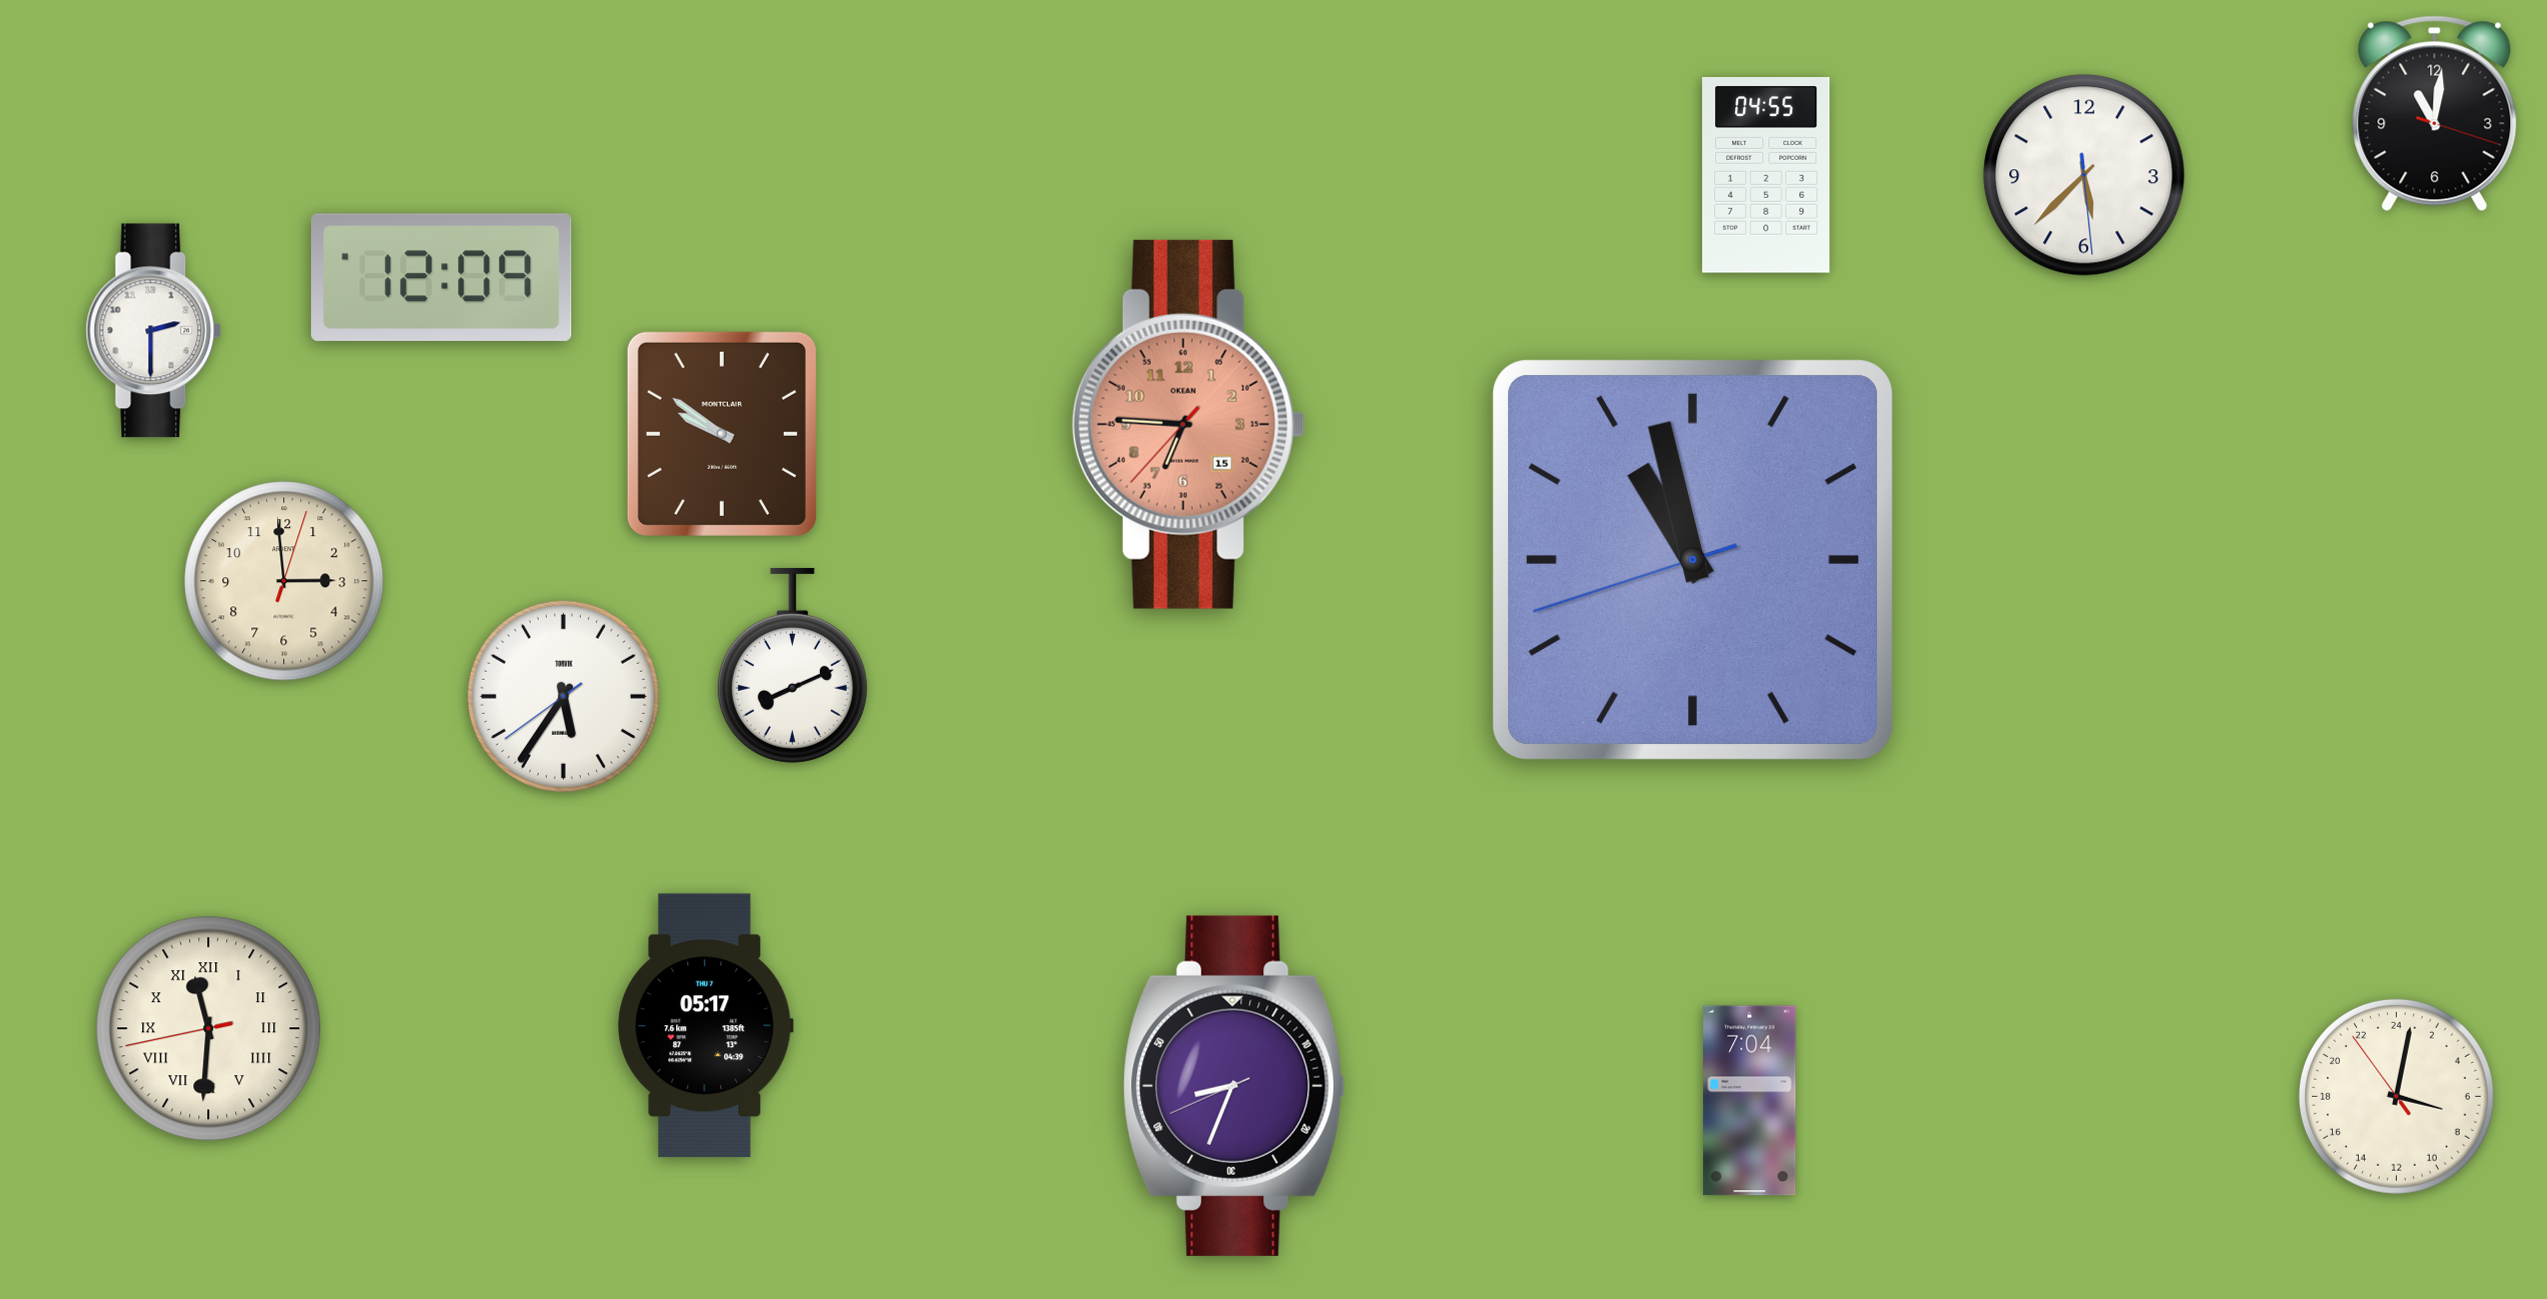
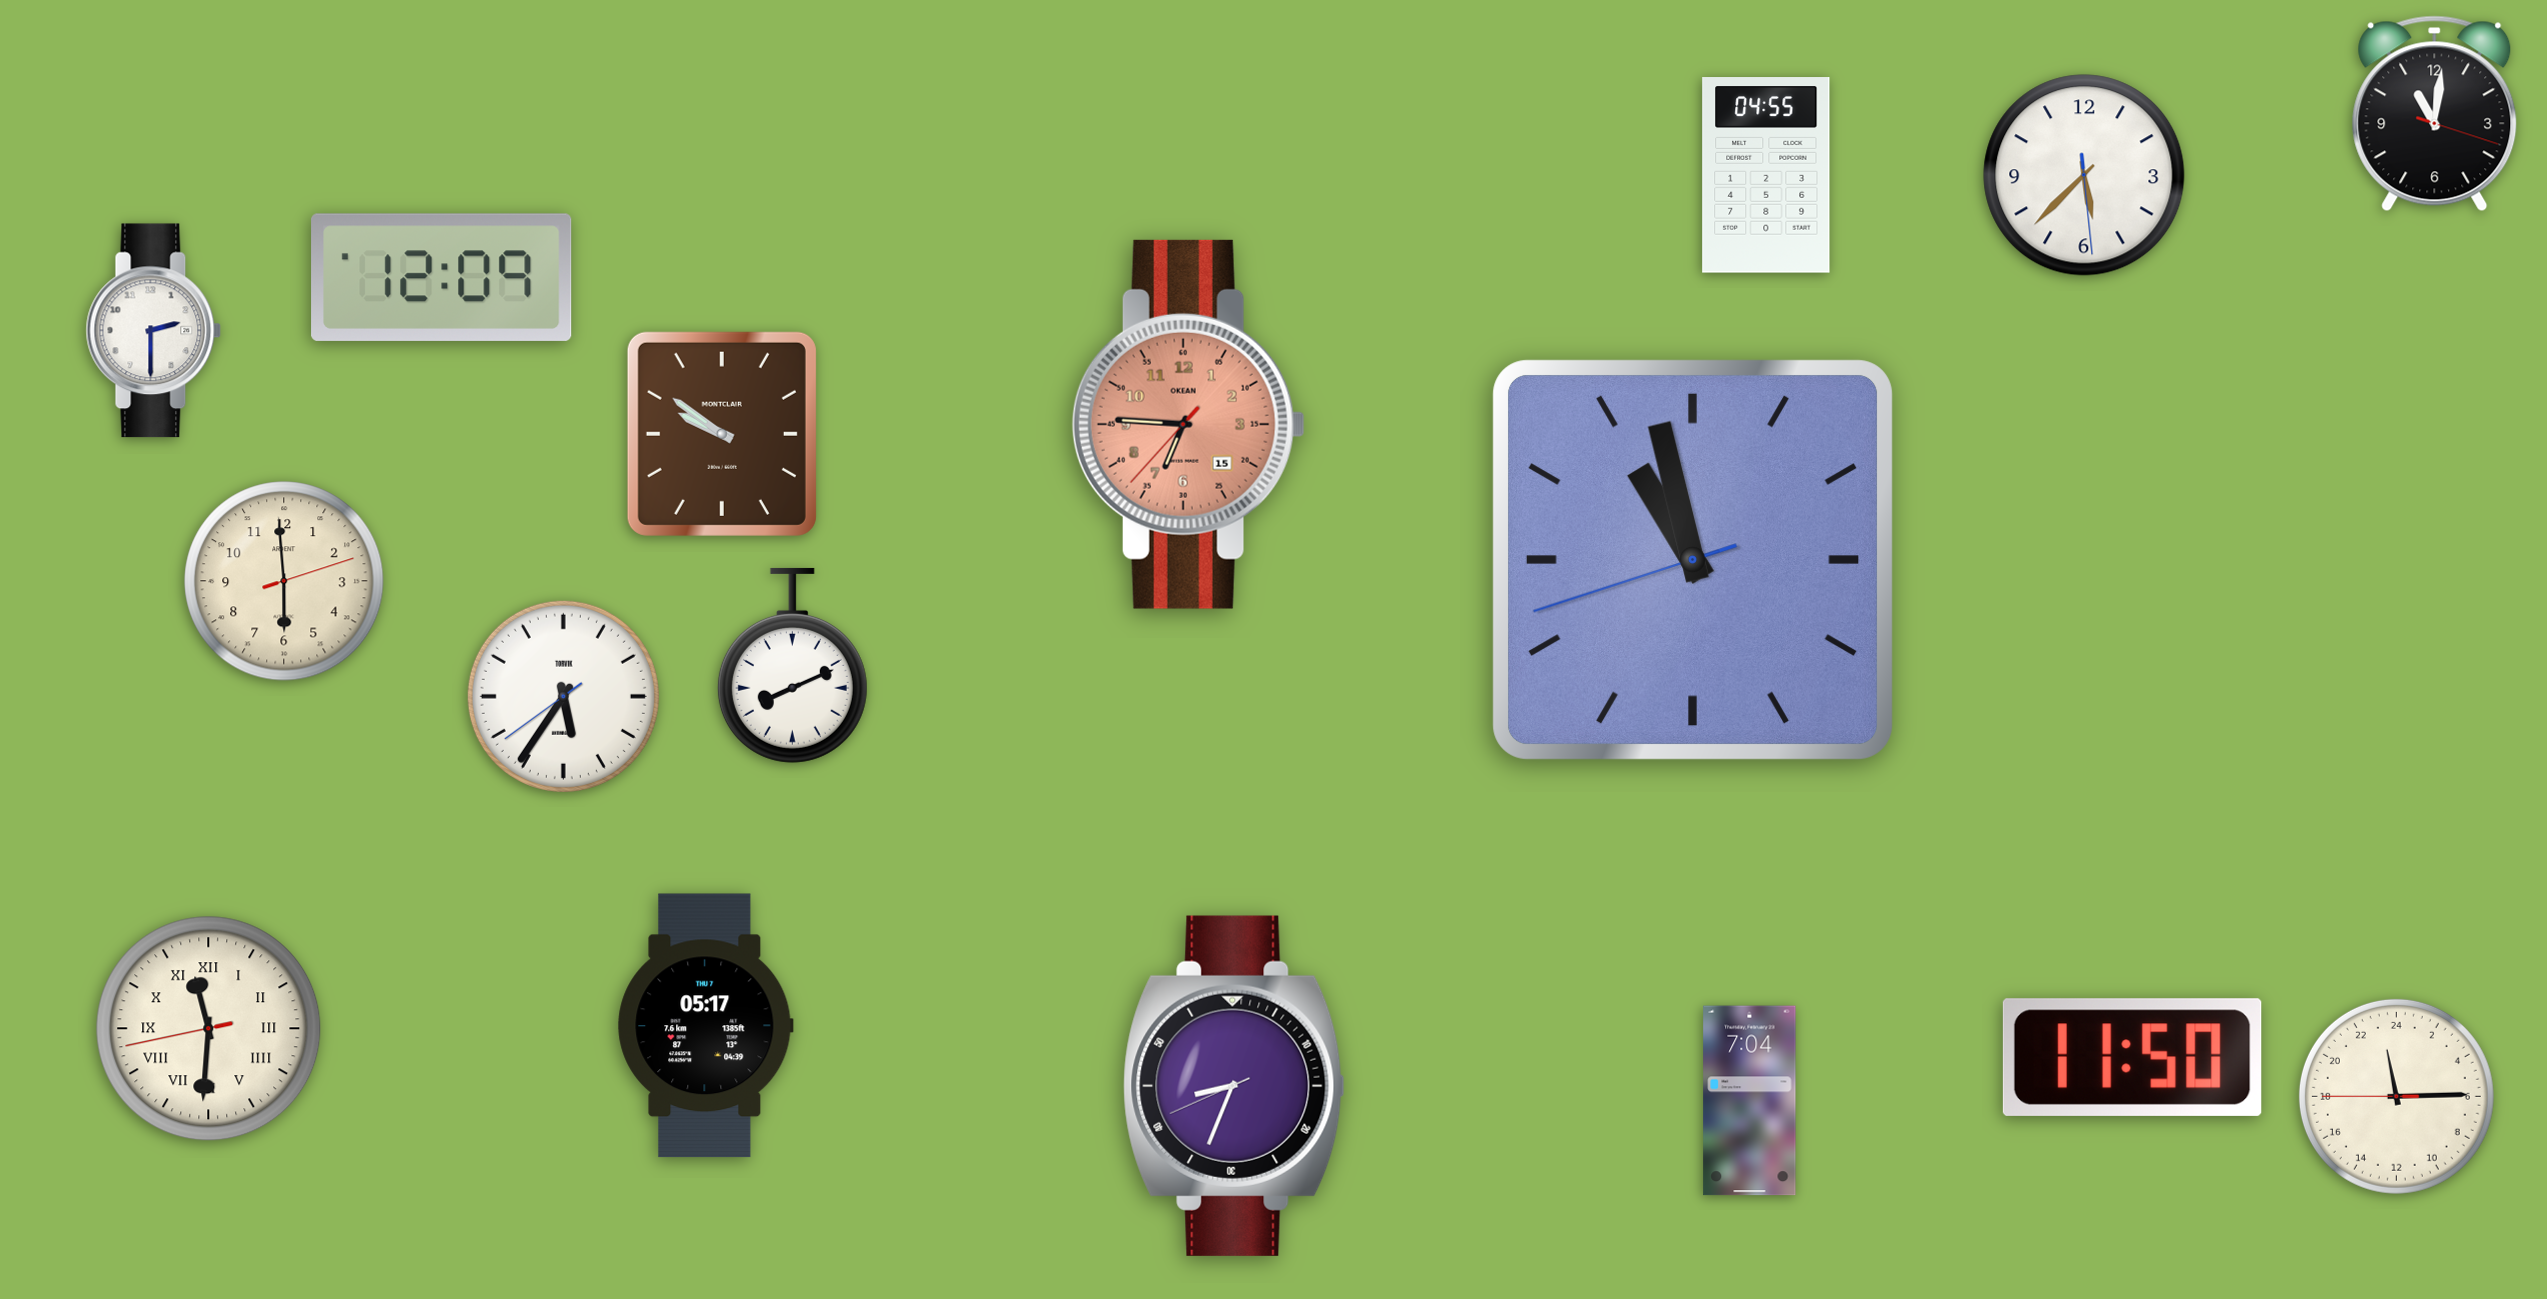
clock at (284, 581): 2:59 -> 5:59
clock at (2132, 1057): none -> 11:50
clock at (2396, 1096): 7:01 -> 23:14
